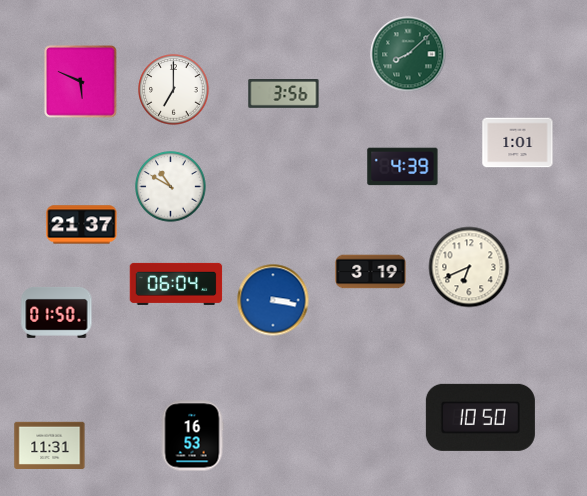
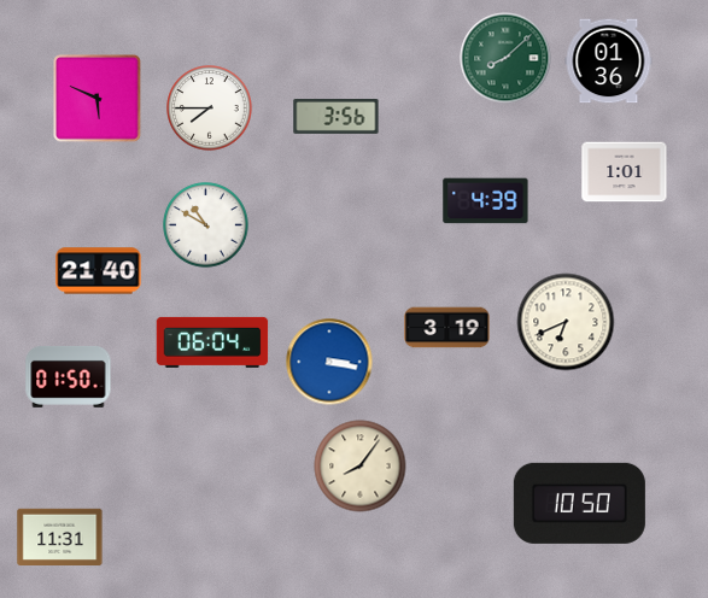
clock at (609, 61): none -> 01:36
clock at (408, 54) position: (408, 54) -> (505, 58)
clock at (174, 90): 7:00 -> 7:45
clock at (284, 94) position: (284, 94) -> (337, 117)
clock at (82, 225): 21:37 -> 21:40
clock at (361, 467): none -> 8:06
clock at (192, 436): 16:53 -> none
